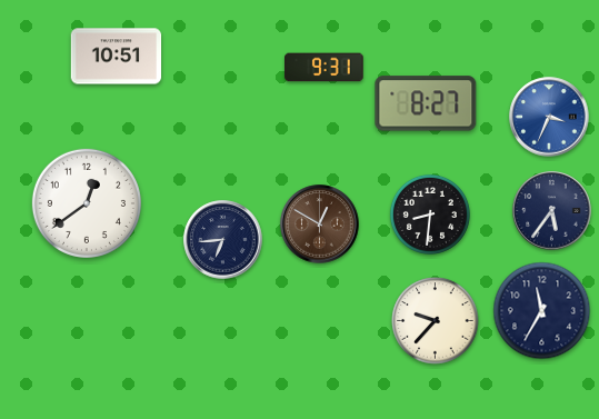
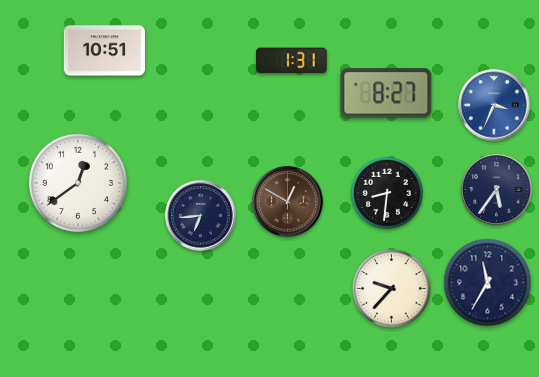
clock at (325, 68): 9:31 -> 1:31
clock at (426, 103) position: (426, 103) -> (386, 93)
clock at (542, 311) position: (542, 311) -> (488, 283)
